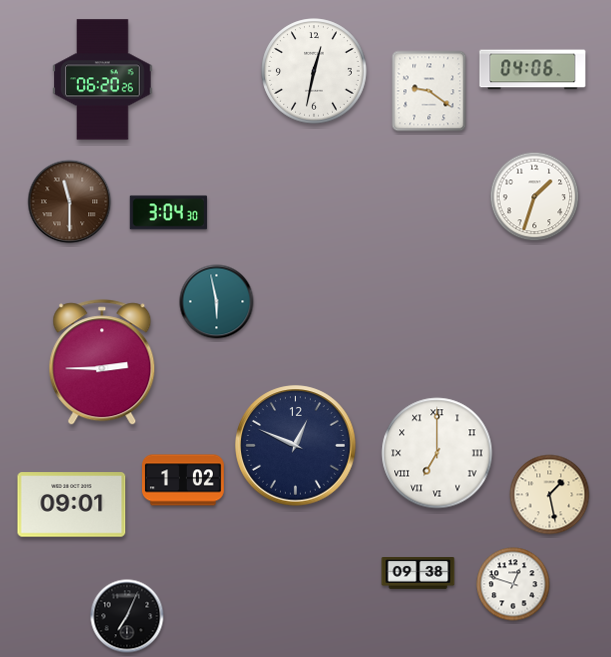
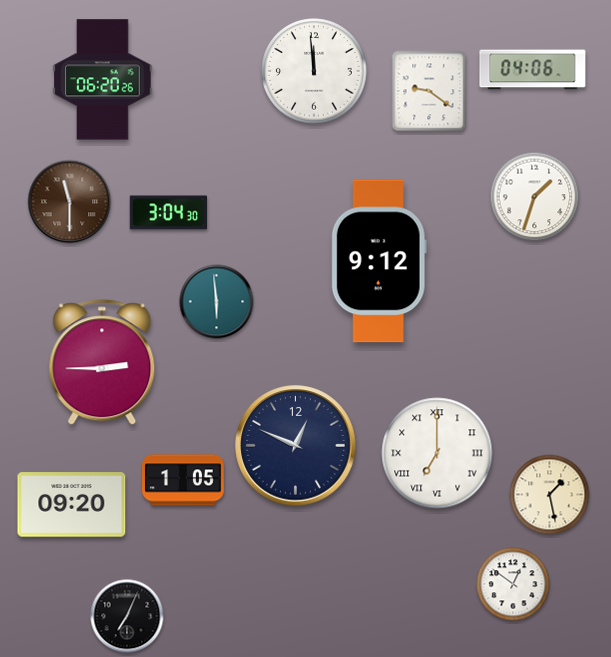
clock at (314, 71): 12:32 -> 11:59
clock at (379, 261): none -> 9:12
clock at (217, 302): 5:58 -> 5:59
clock at (183, 480): 1:02 -> 1:05
clock at (72, 505): 09:01 -> 09:20
clock at (418, 573): 09:38 -> none
clock at (513, 584): 12:48 -> 12:51
